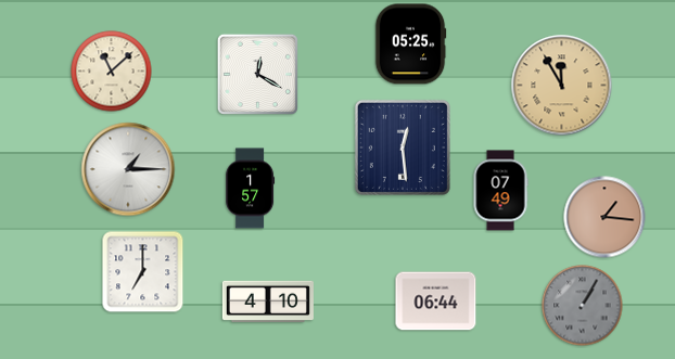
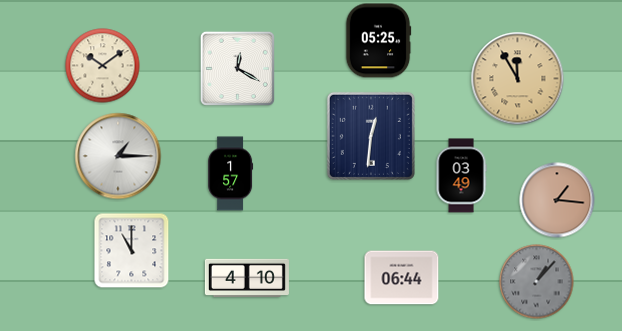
clock at (112, 72): 11:08 -> 10:09
clock at (403, 148): 12:29 -> 12:31
clock at (500, 191): 07:49 -> 03:49
clock at (143, 272): 7:00 -> 11:00
clock at (583, 306): 1:05 -> 1:07
